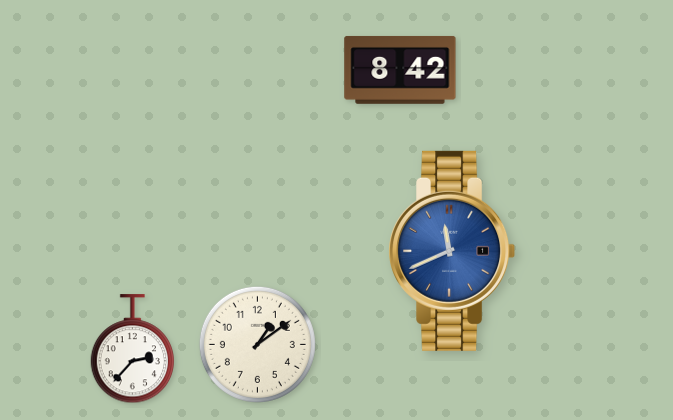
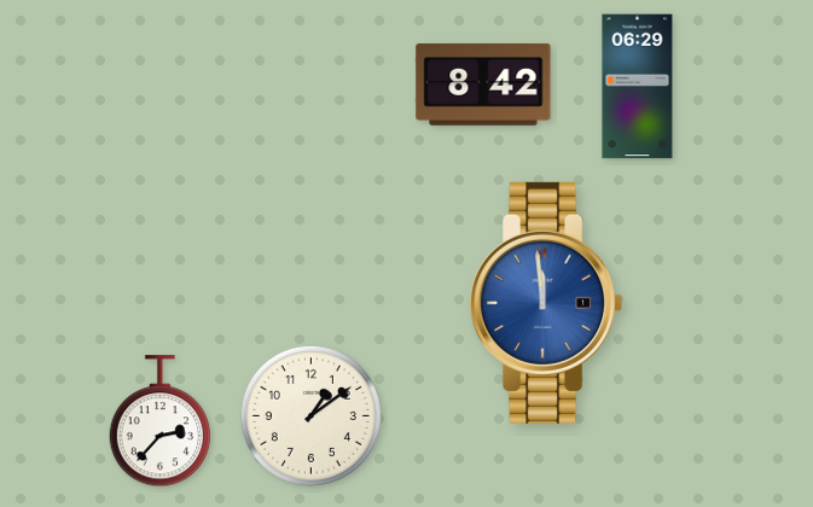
clock at (638, 87): none -> 06:29
clock at (452, 251): 11:41 -> 11:59
